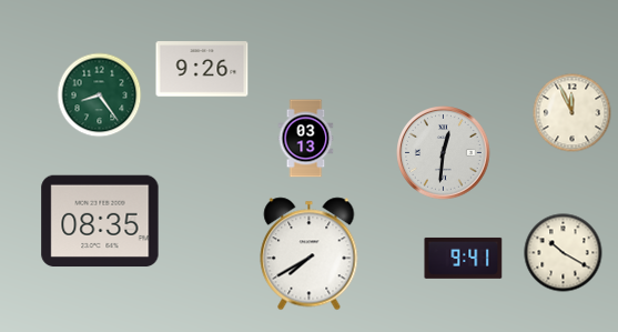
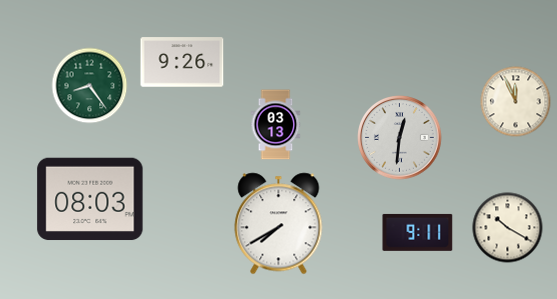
clock at (100, 221): 08:35 -> 08:03
clock at (310, 254) position: (310, 254) -> (279, 224)
clock at (464, 258): 9:41 -> 9:11
